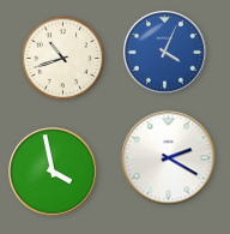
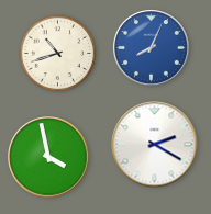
clock at (164, 52): 4:04 -> 8:04
